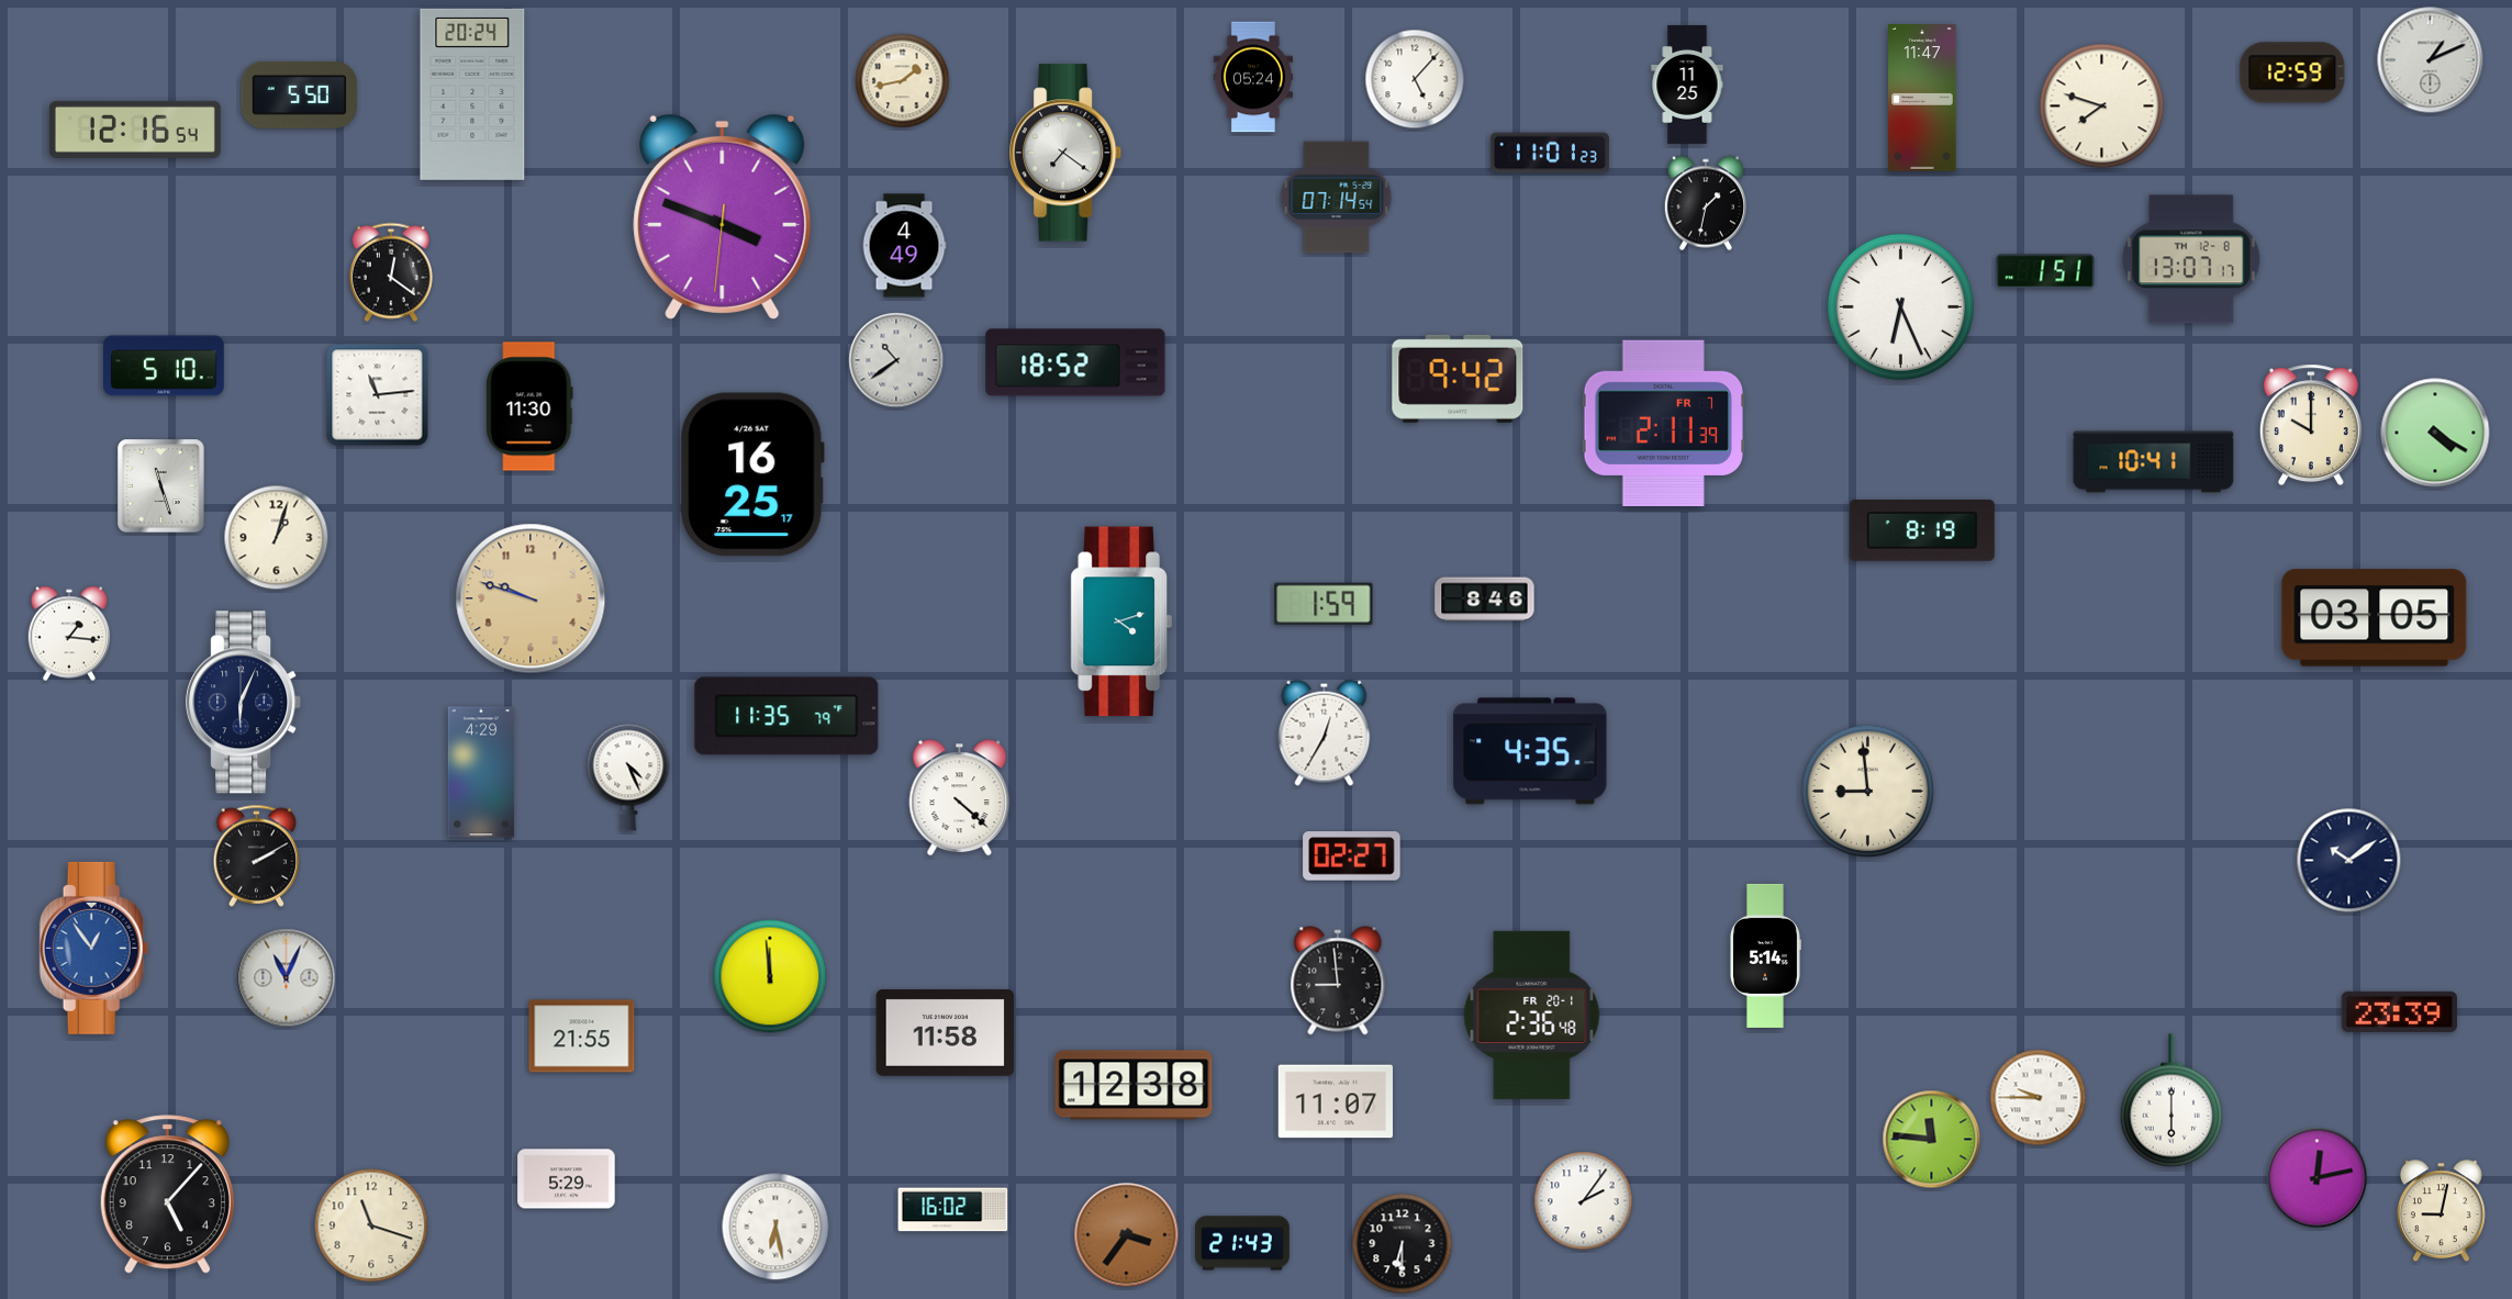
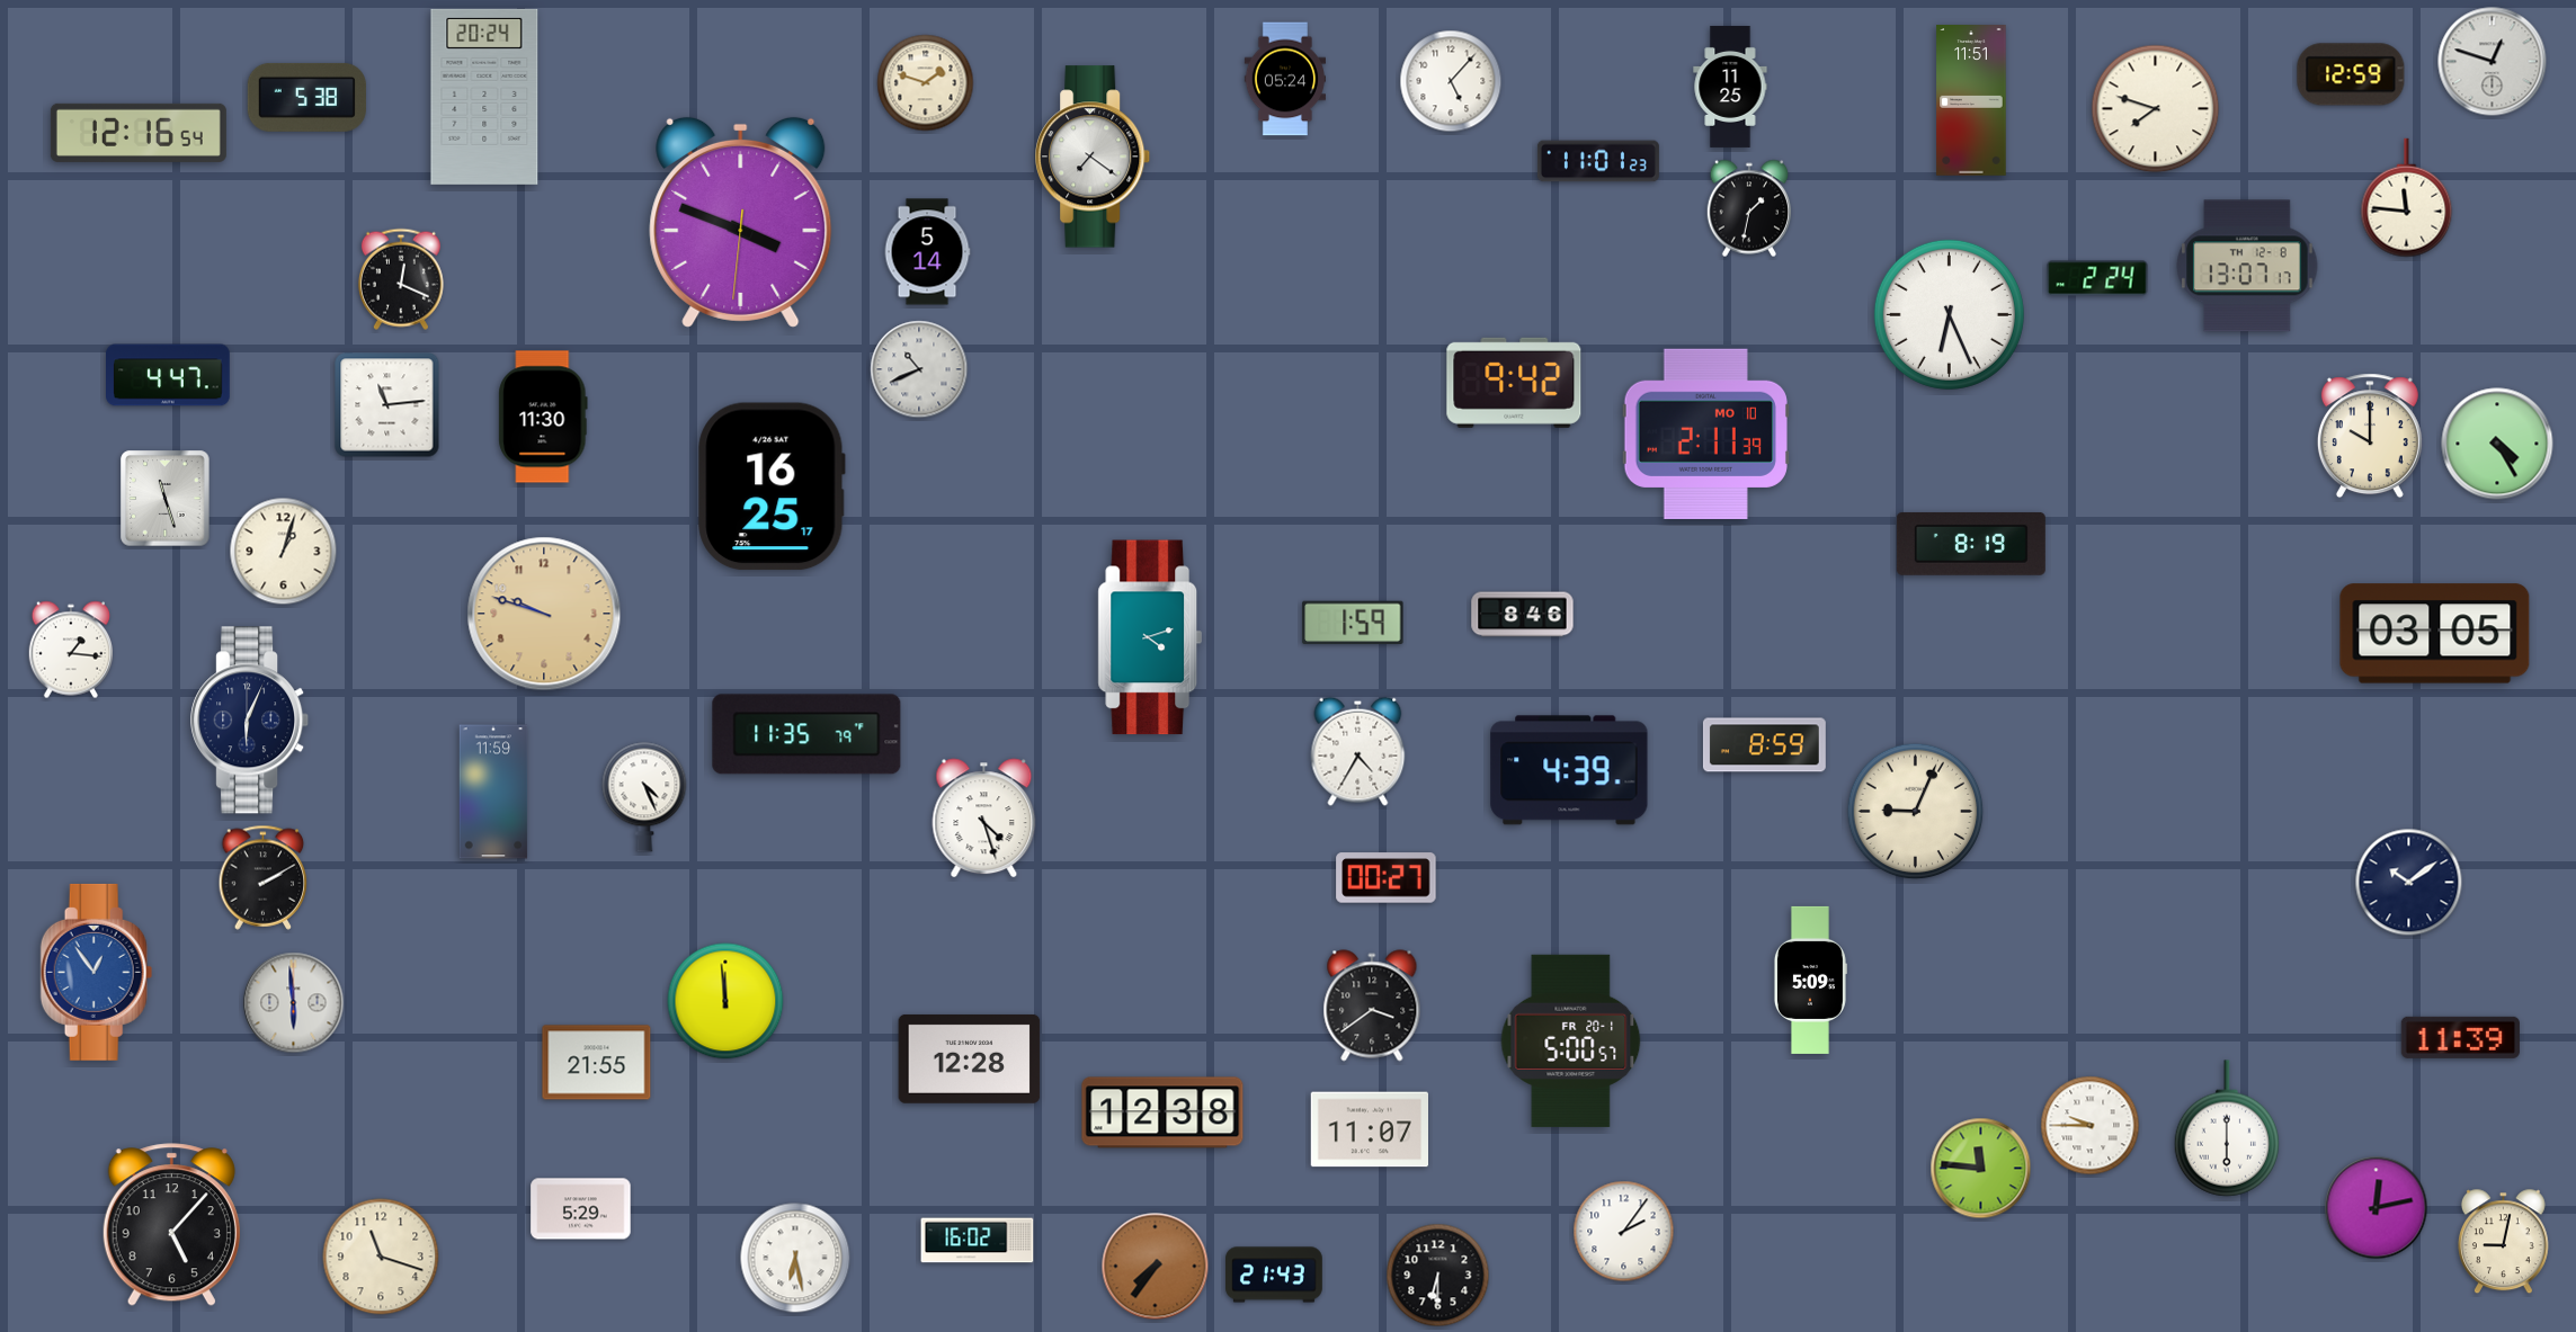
clock at (2431, 60): 1:11 -> 12:48
clock at (903, 81): 1:43 -> 1:48
clock at (299, 94): 5:50 -> 5:38
clock at (1922, 99): 11:47 -> 11:51
clock at (1550, 153) position: (1550, 153) -> (1598, 161)
clock at (2407, 198): none -> 11:46
clock at (1337, 198): 07:14 -> none
clock at (904, 246): 4:49 -> 5:14
clock at (2045, 271): 1:51 -> 2:24
clock at (391, 272): 12:21 -> 12:19
clock at (896, 360): 10:39 -> 10:41
clock at (1075, 362): 18:52 -> none
clock at (165, 366): 5:10 -> 4:47
clock at (1458, 379) position: (1458, 379) -> (1514, 383)
clock at (1663, 423) date: FR 7 -> MO 10
clock at (2435, 433): 4:20 -> 4:25
clock at (2154, 462): 10:41 -> none
clock at (1324, 603) position: (1324, 603) -> (1353, 622)
clock at (1764, 745): none -> 8:59
clock at (1325, 732): 12:35 -> 4:35
clock at (1530, 751): 4:35 -> 4:39
clock at (481, 772): 4:29 -> 11:59
clock at (1868, 792): 8:59 -> 9:04
clock at (960, 798): 4:22 -> 4:27
clock at (1352, 856): 02:27 -> 00:27
clock at (1765, 955): 5:14 -> 5:09
clock at (770, 976) position: (770, 976) -> (725, 1001)
clock at (287, 978): 11:04 -> 5:59
clock at (1338, 981): 8:59 -> 3:39
clock at (2399, 1011): 23:39 -> 11:39
clock at (1532, 1015): 2:36 -> 5:00
clock at (946, 1032): 11:58 -> 12:28
clock at (1127, 1235): 3:36 -> 7:36
